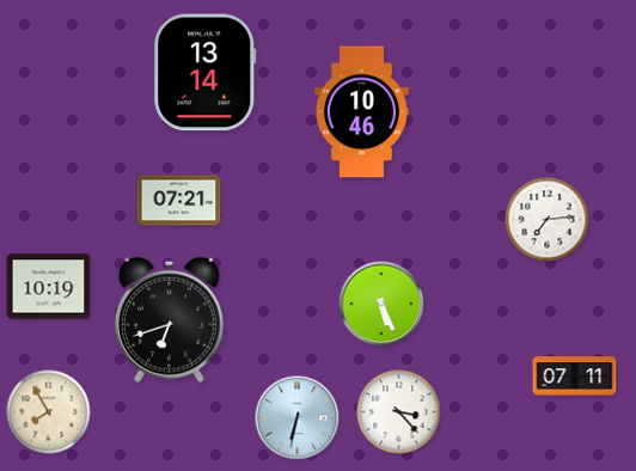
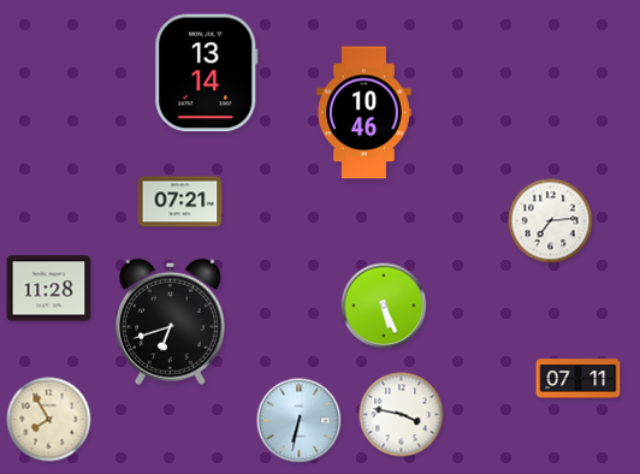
clock at (49, 287): 10:19 -> 11:28
clock at (49, 412) position: (49, 412) -> (49, 420)
clock at (399, 412): 3:23 -> 3:47
